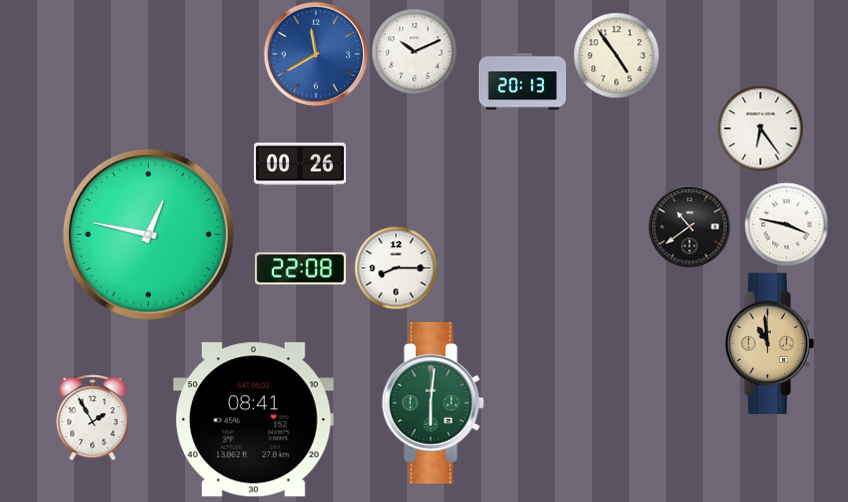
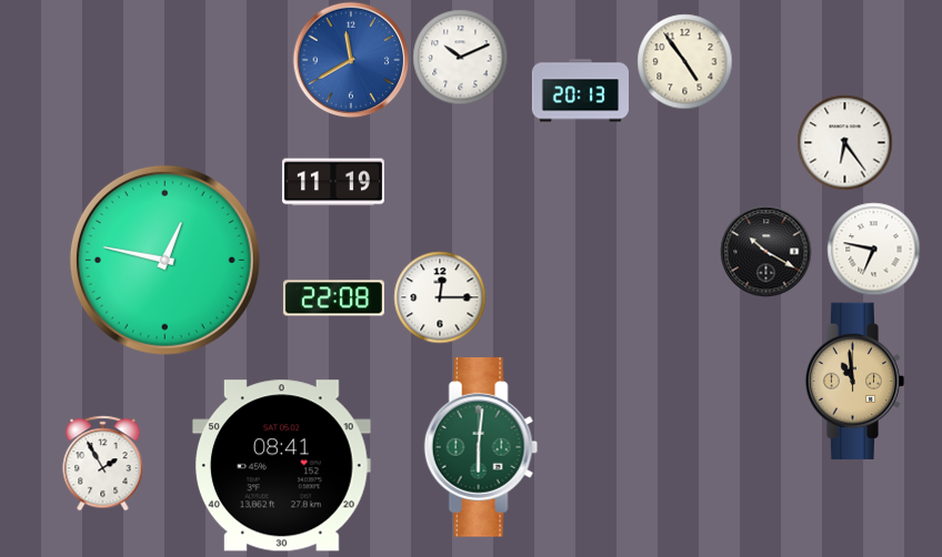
clock at (300, 164): 00:26 -> 11:19
clock at (786, 224): 3:47 -> 6:47
clock at (689, 226): 10:39 -> 10:20
clock at (396, 268): 8:15 -> 12:15
